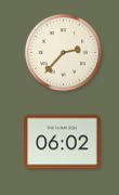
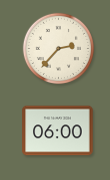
clock at (63, 142): 06:02 -> 06:00
